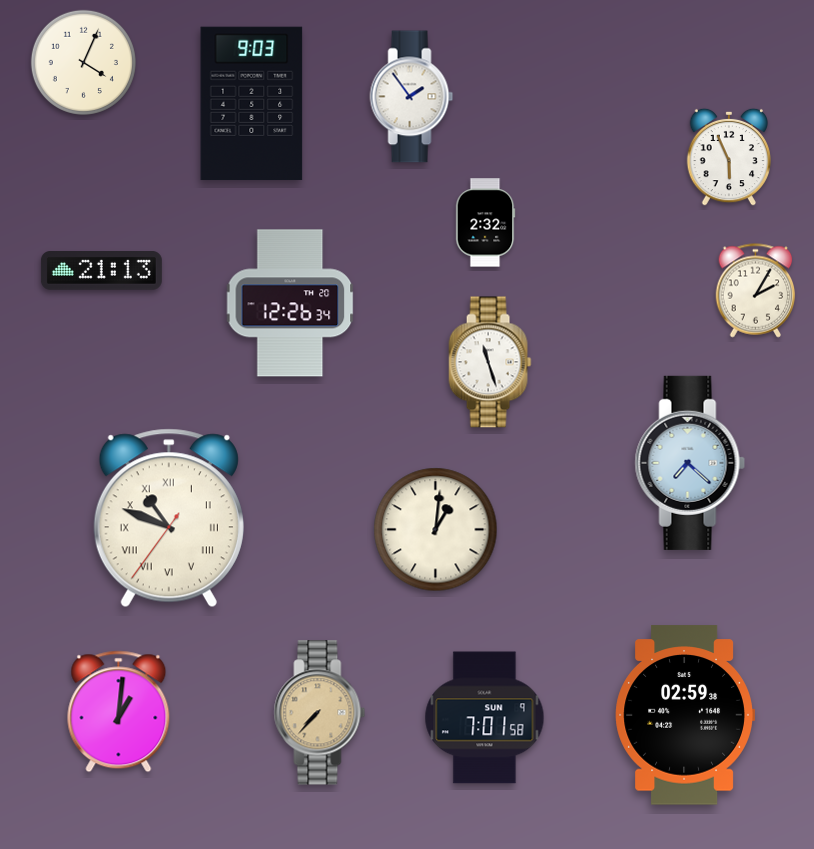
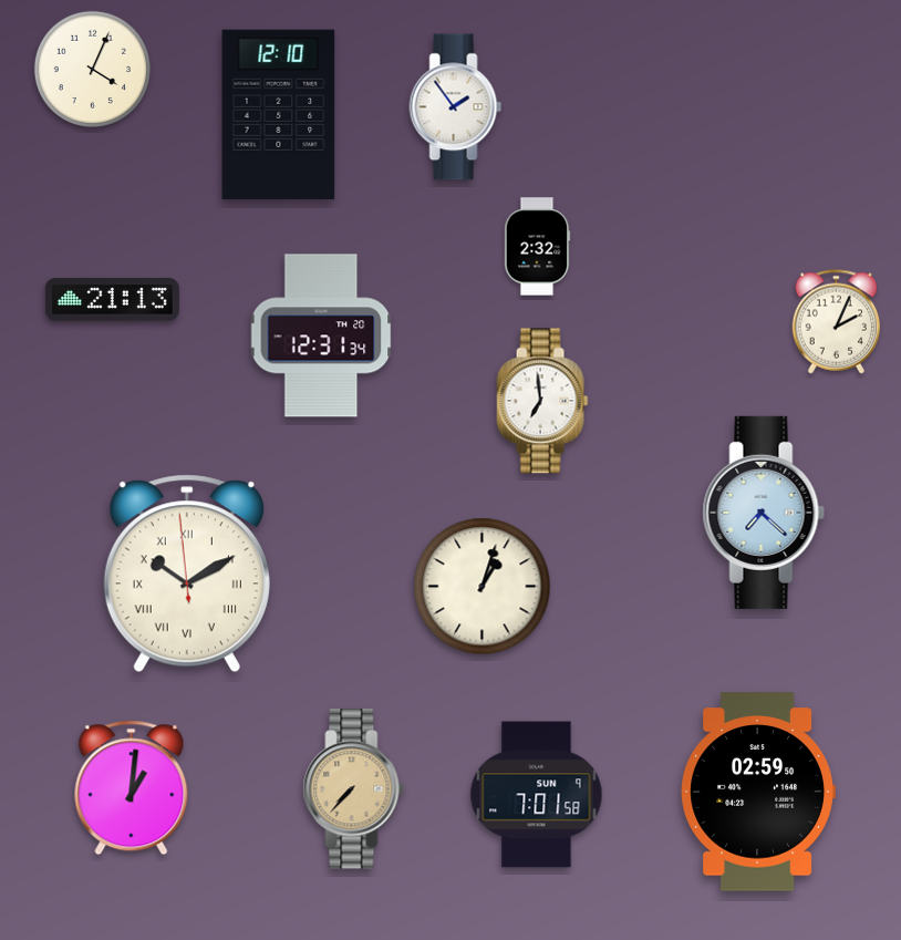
clock at (252, 104): 9:03 -> 12:10
clock at (728, 157): 5:56 -> none
clock at (756, 291): 2:05 -> 2:04
clock at (290, 303): 12:26 -> 12:31
clock at (490, 362): 11:27 -> 6:59
clock at (169, 518): 10:48 -> 10:09
clock at (436, 530): 1:01 -> 1:03
clock at (685, 715): 02:59:38 -> 02:59:50
